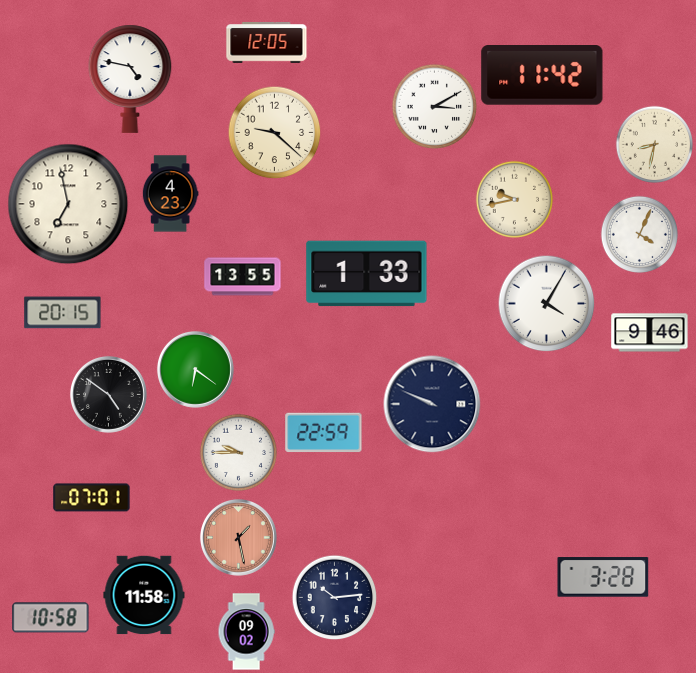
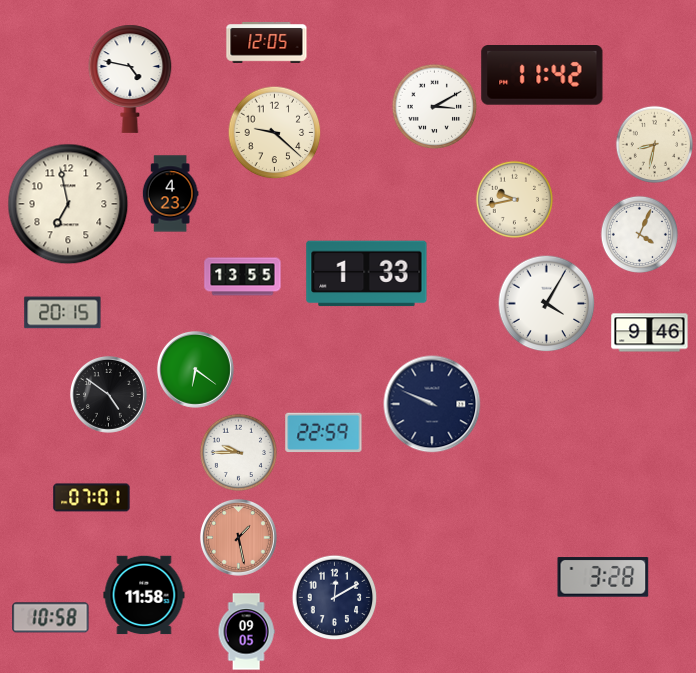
clock at (334, 597): 10:14 -> 12:10
clock at (246, 632): 09:02 -> 09:05
